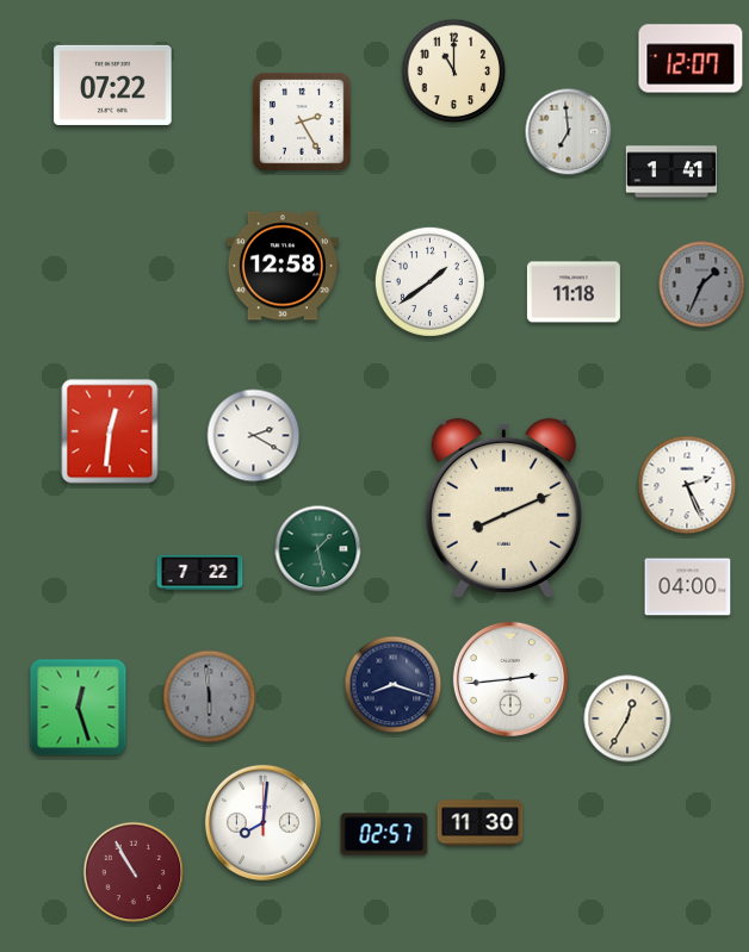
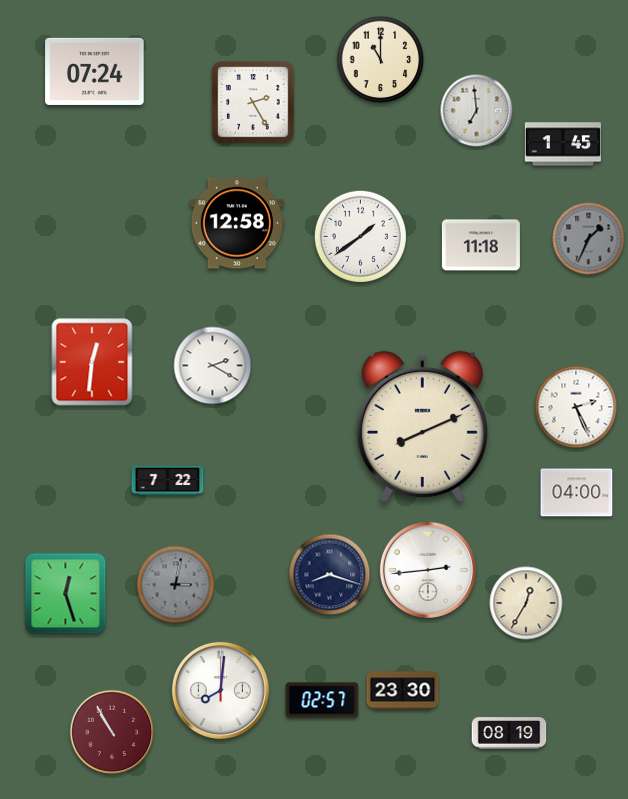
clock at (691, 58): 12:07 -> none
clock at (113, 85): 07:22 -> 07:24
clock at (670, 172): 1:41 -> 1:45
clock at (318, 549): 1:28 -> none
clock at (210, 697): 5:59 -> 3:02
clock at (481, 823): 11:30 -> 23:30
clock at (509, 733): none -> 08:19
